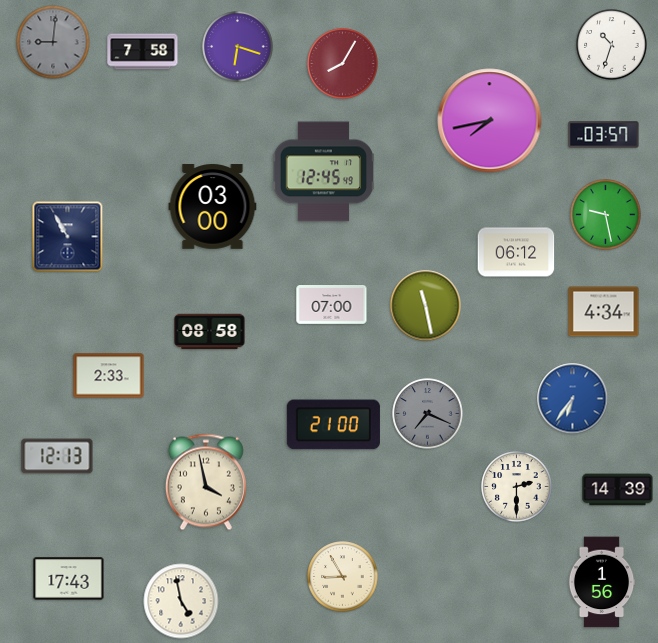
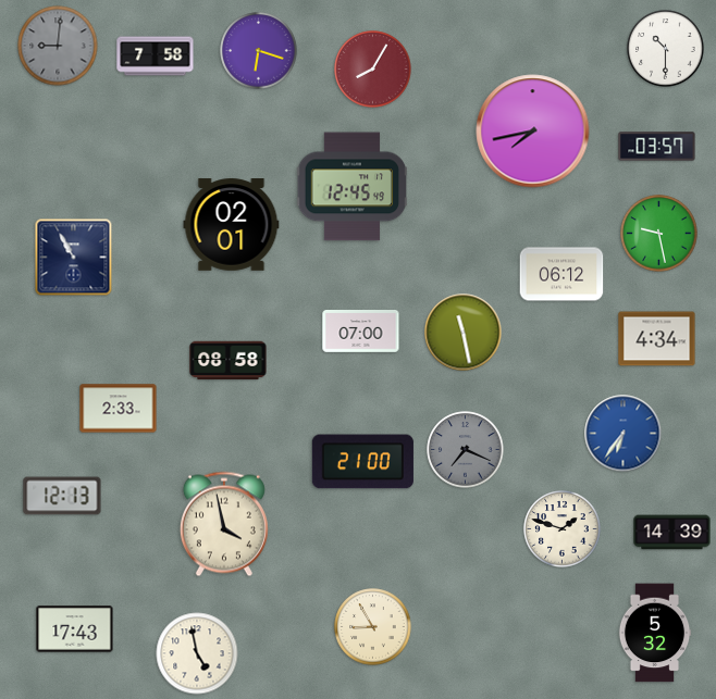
clock at (612, 45): 10:33 -> 10:30
clock at (213, 207): 03:00 -> 02:01
clock at (517, 487): 2:30 -> 1:48
clock at (602, 582): 1:56 -> 5:32
